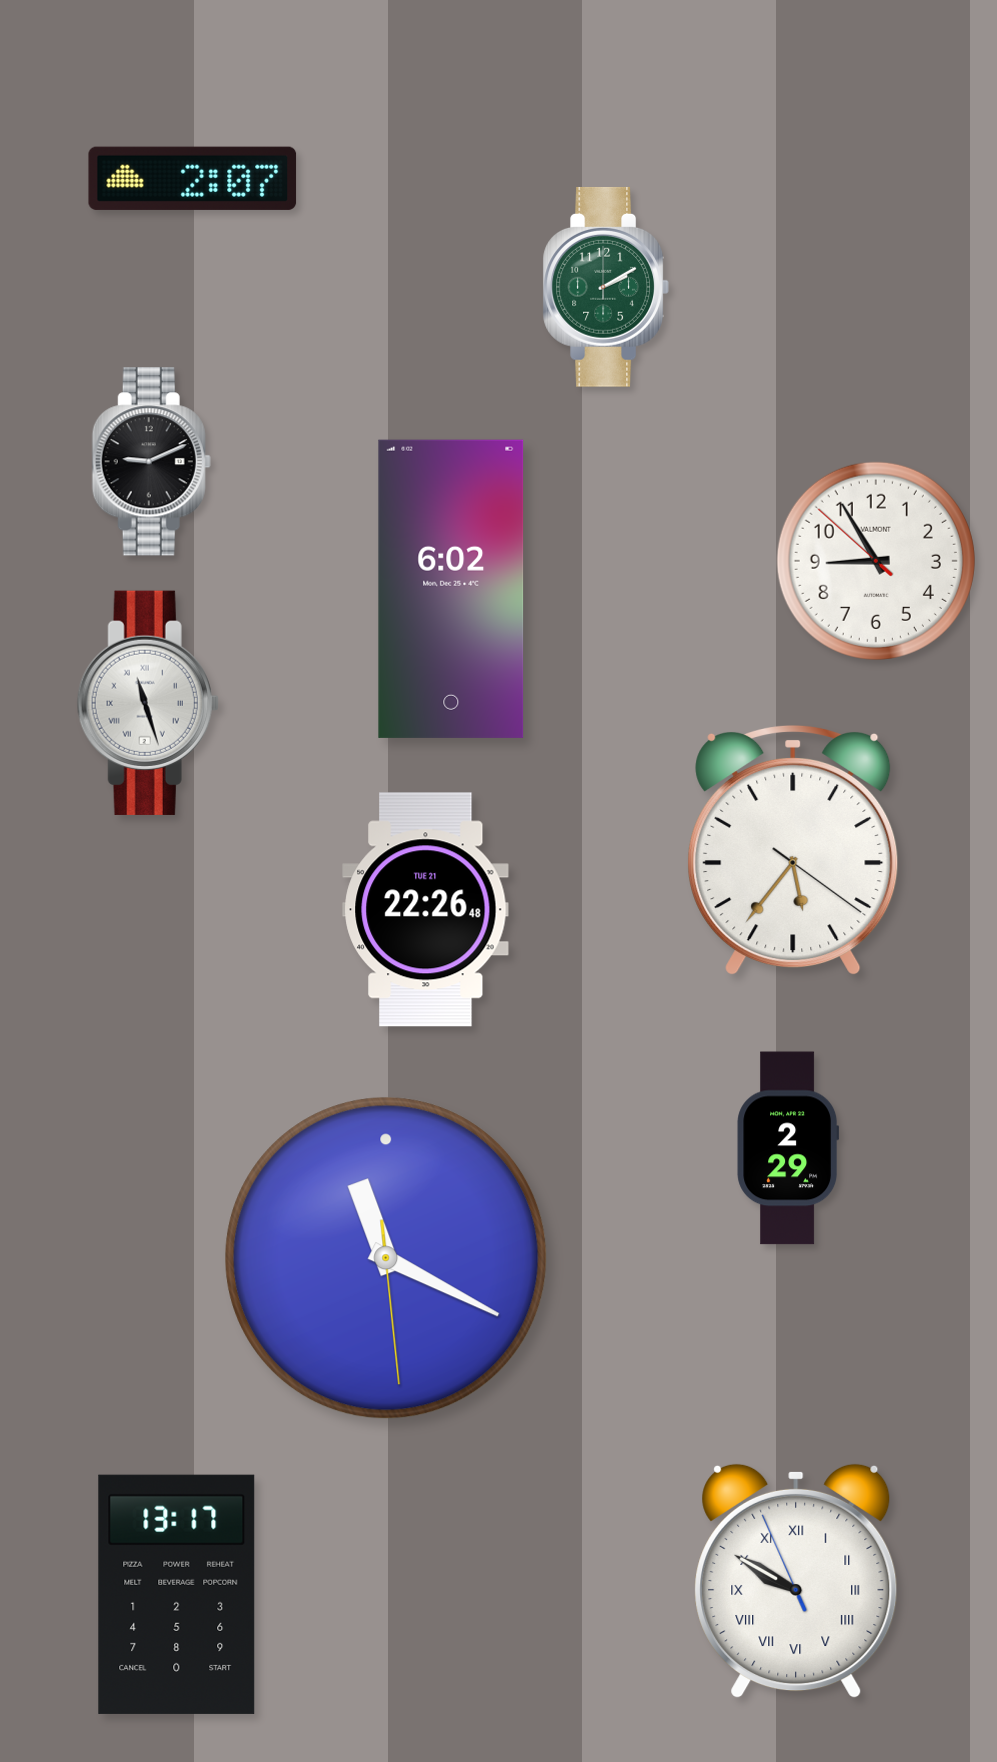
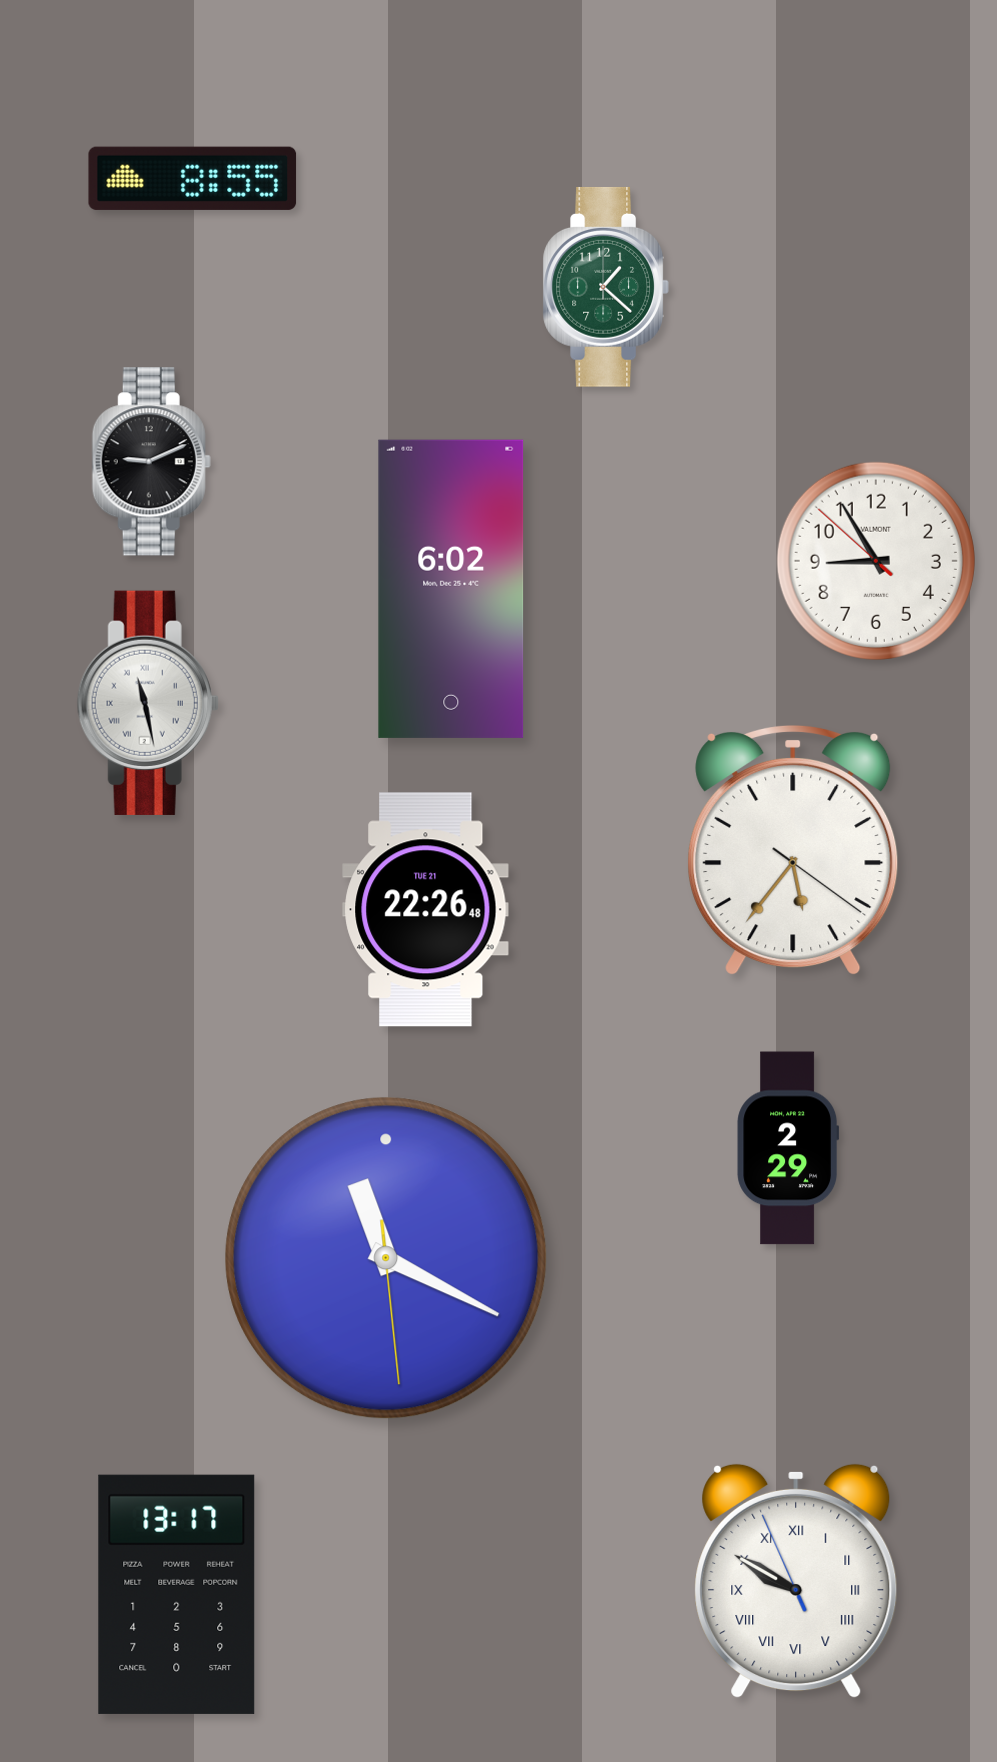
clock at (193, 178): 2:07 -> 8:55
clock at (606, 287): 2:10 -> 1:22
clock at (148, 703): 11:27 -> 11:28
